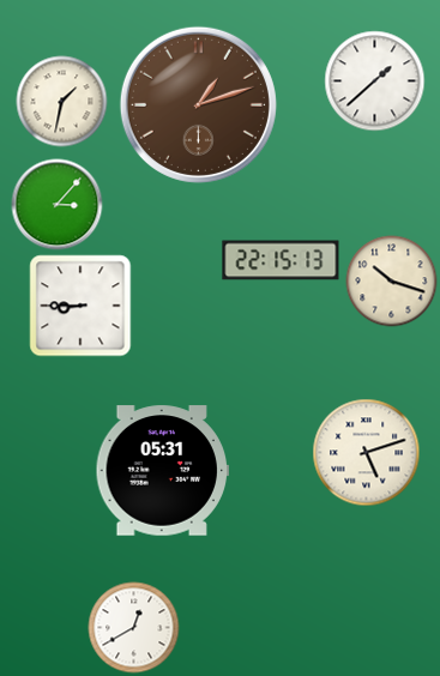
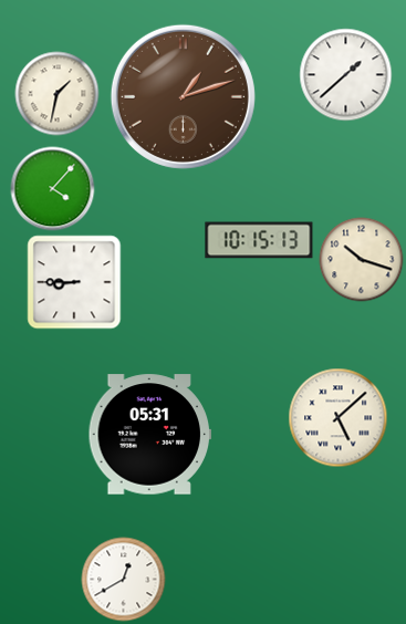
clock at (58, 205): 3:07 -> 4:07
clock at (281, 260): 22:15 -> 10:15
clock at (367, 453): 5:12 -> 5:08
